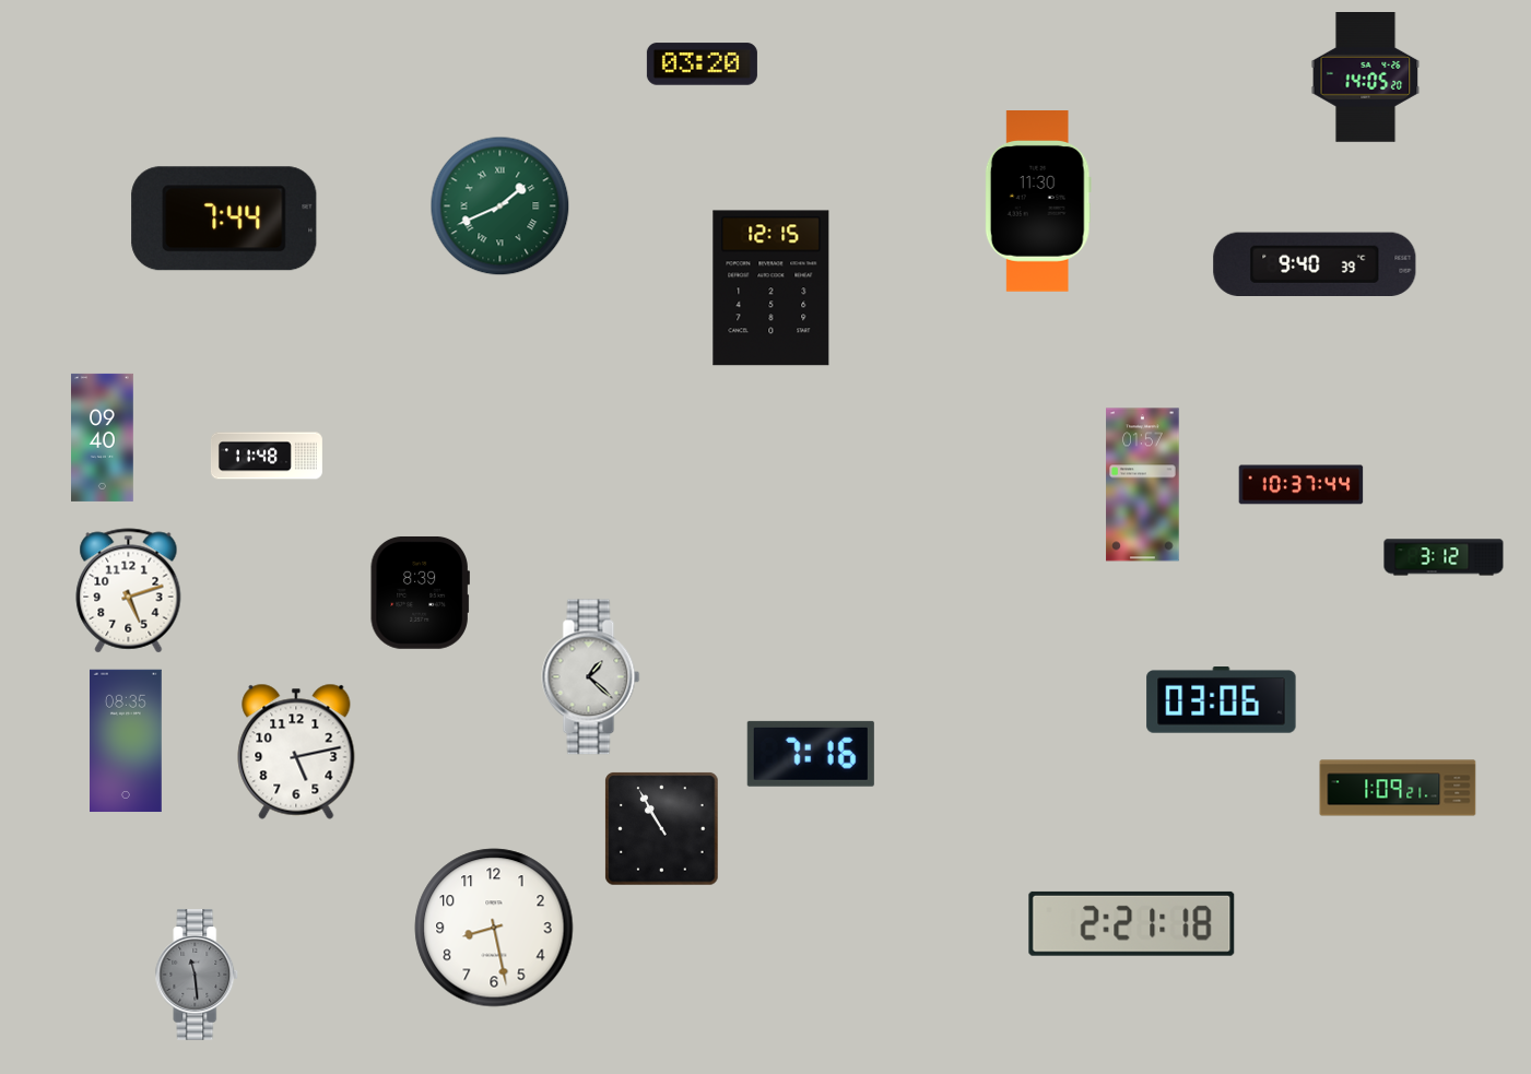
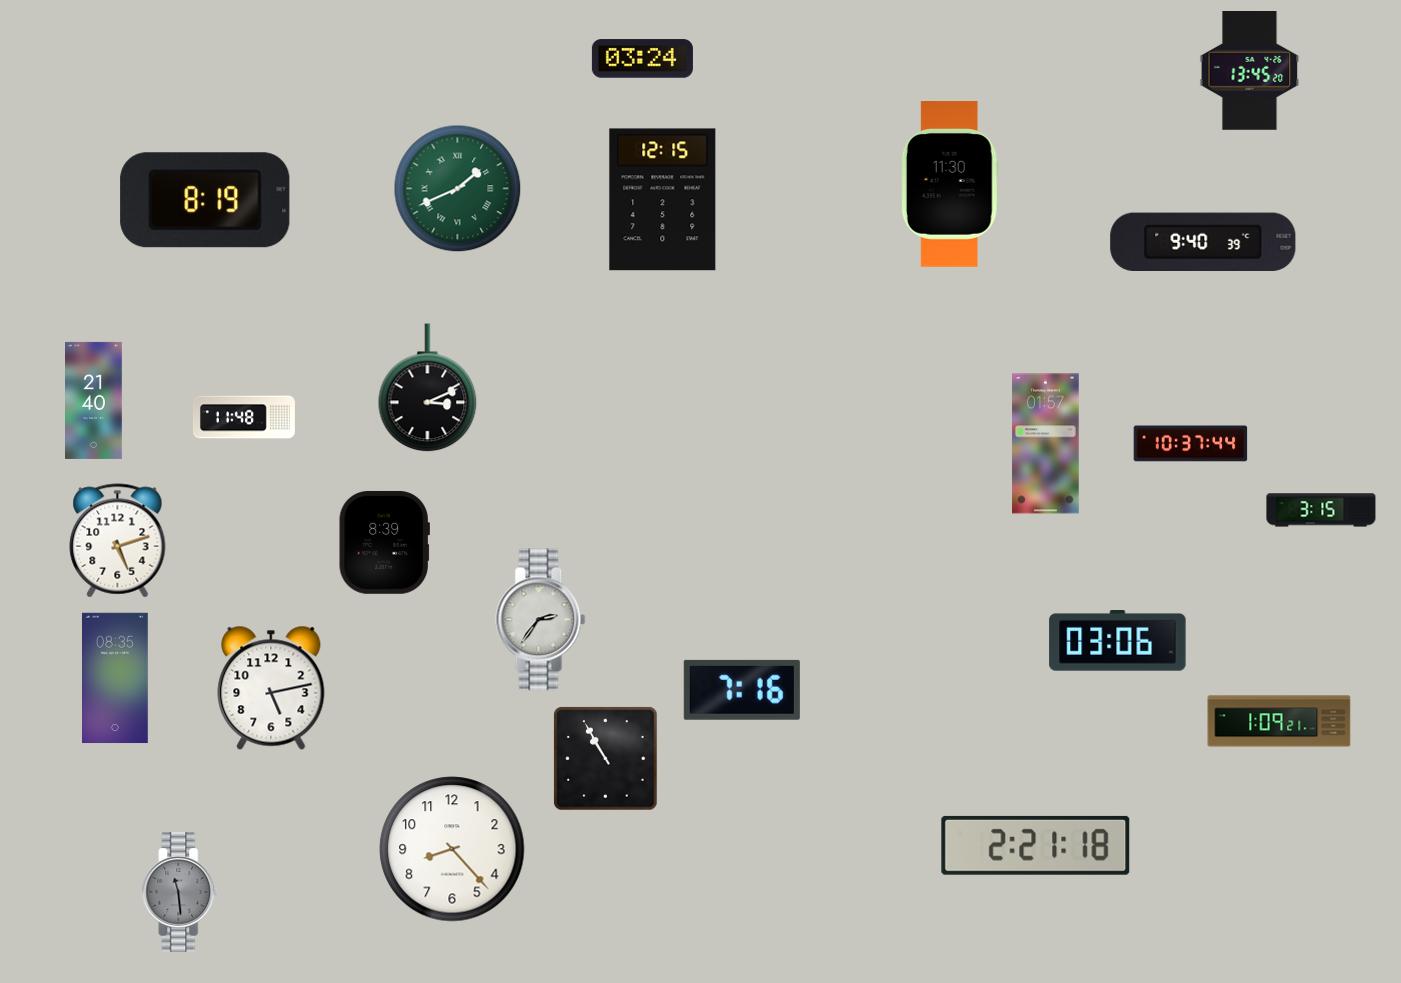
clock at (702, 64): 03:20 -> 03:24
clock at (1366, 78): 14:05 -> 13:45
clock at (224, 219): 7:44 -> 8:19
clock at (772, 288) position: (772, 288) -> (663, 200)
clock at (428, 388): none -> 3:11
clock at (103, 437): 09:40 -> 21:40
clock at (1444, 557): 3:12 -> 3:15
clock at (591, 677): 1:22 -> 2:36
clock at (494, 928): 8:28 -> 8:23
